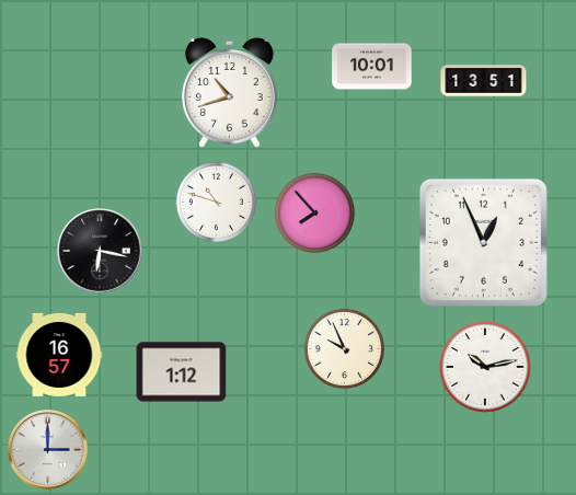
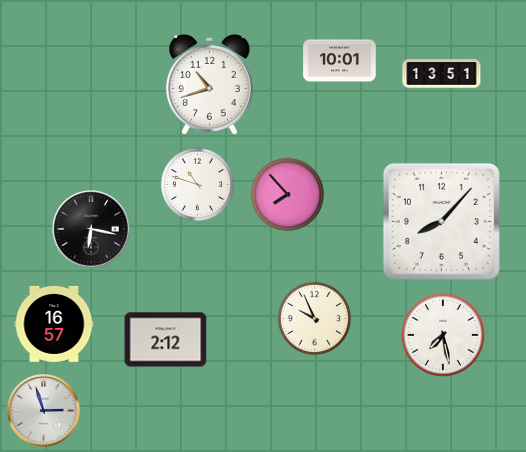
clock at (483, 242): 12:56 -> 8:07
clock at (485, 367): 10:13 -> 7:28
clock at (182, 372): 1:12 -> 2:12
clock at (48, 450): 3:00 -> 2:57
